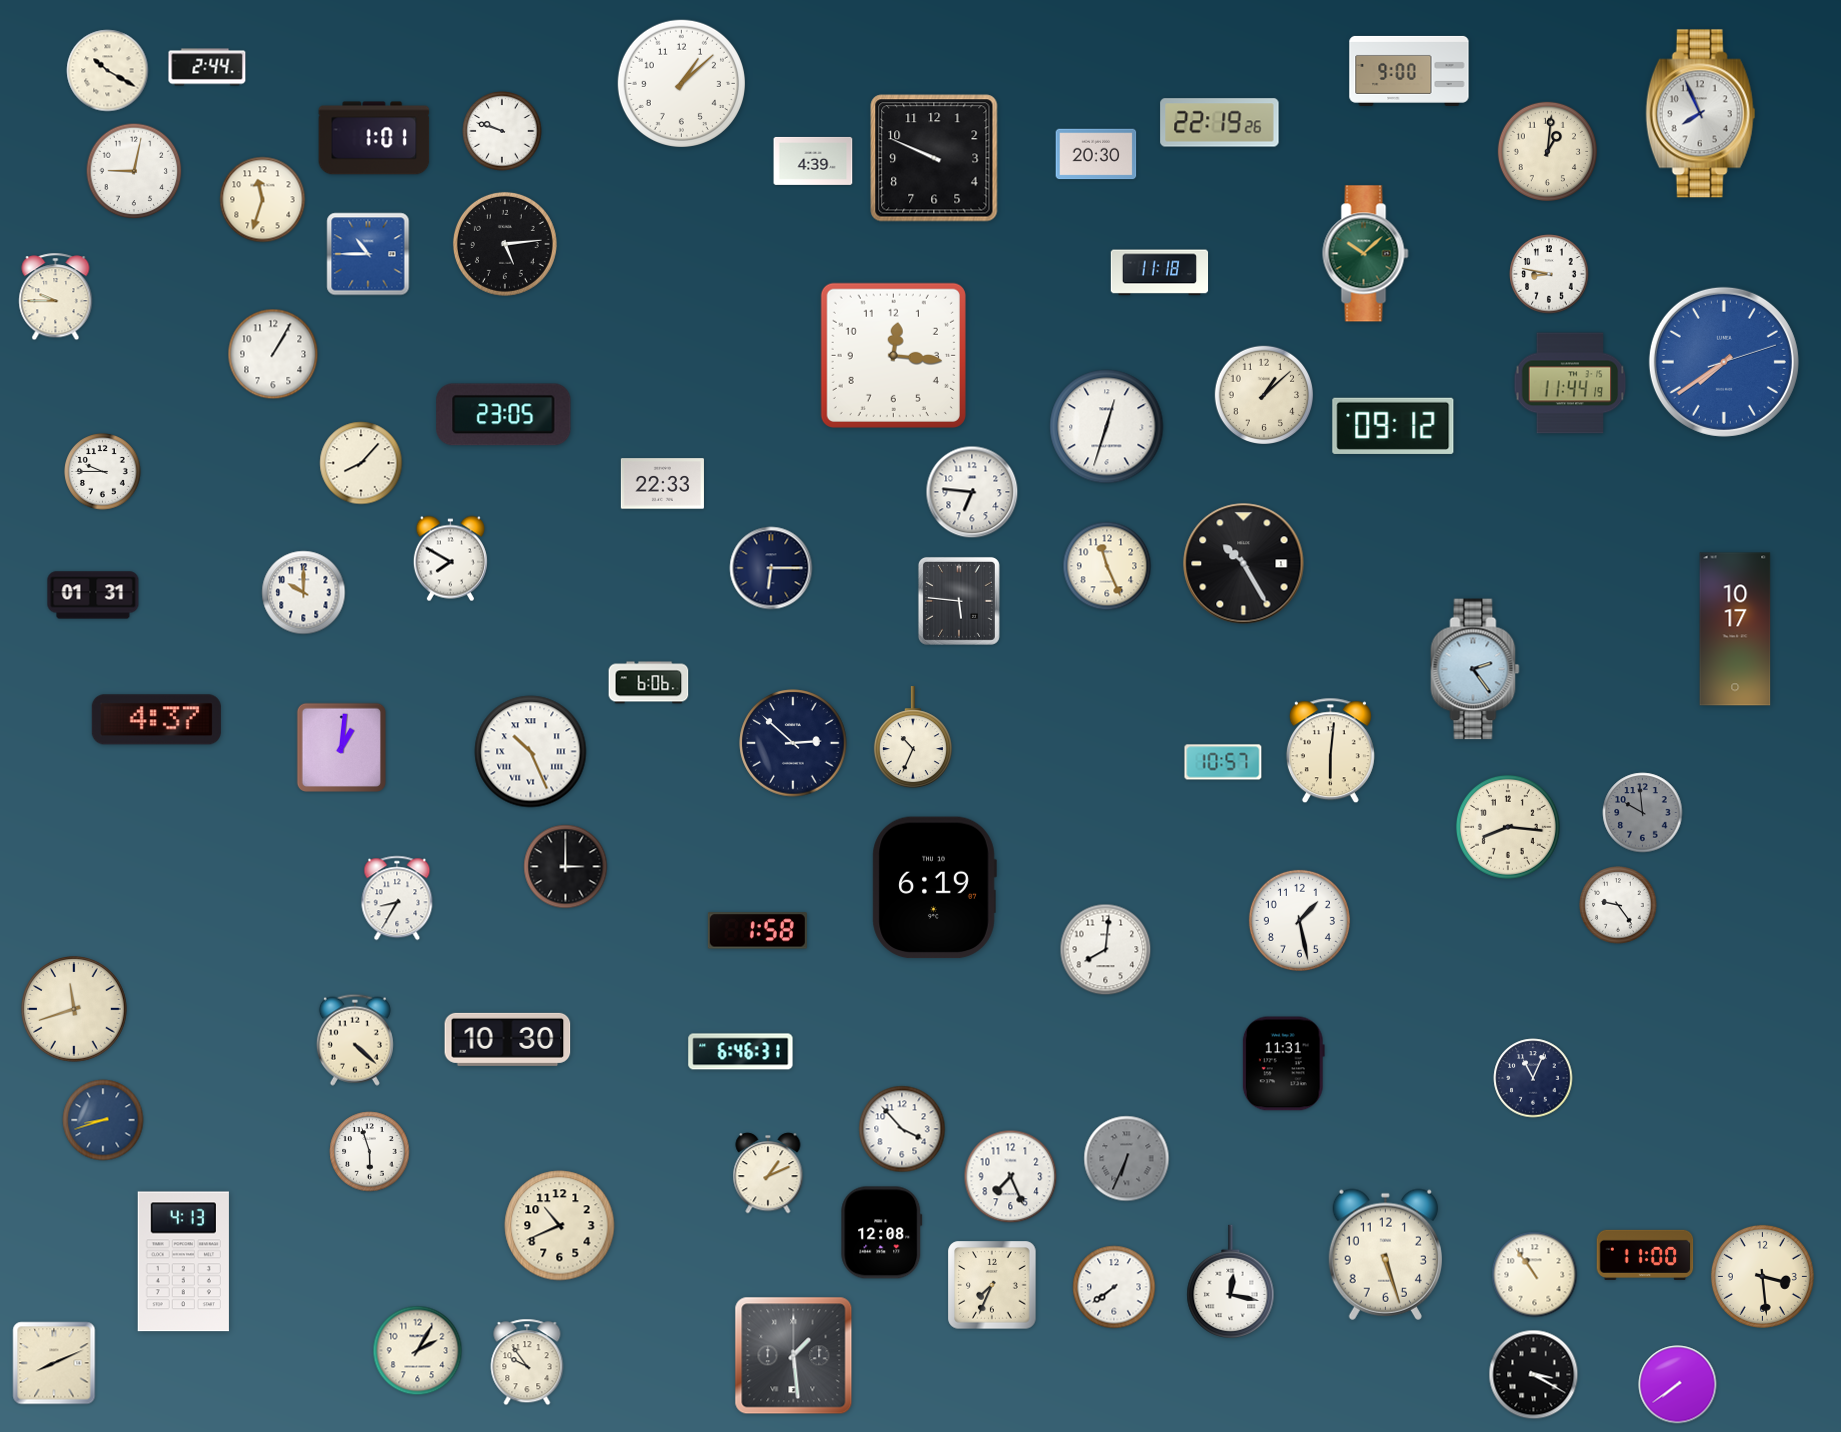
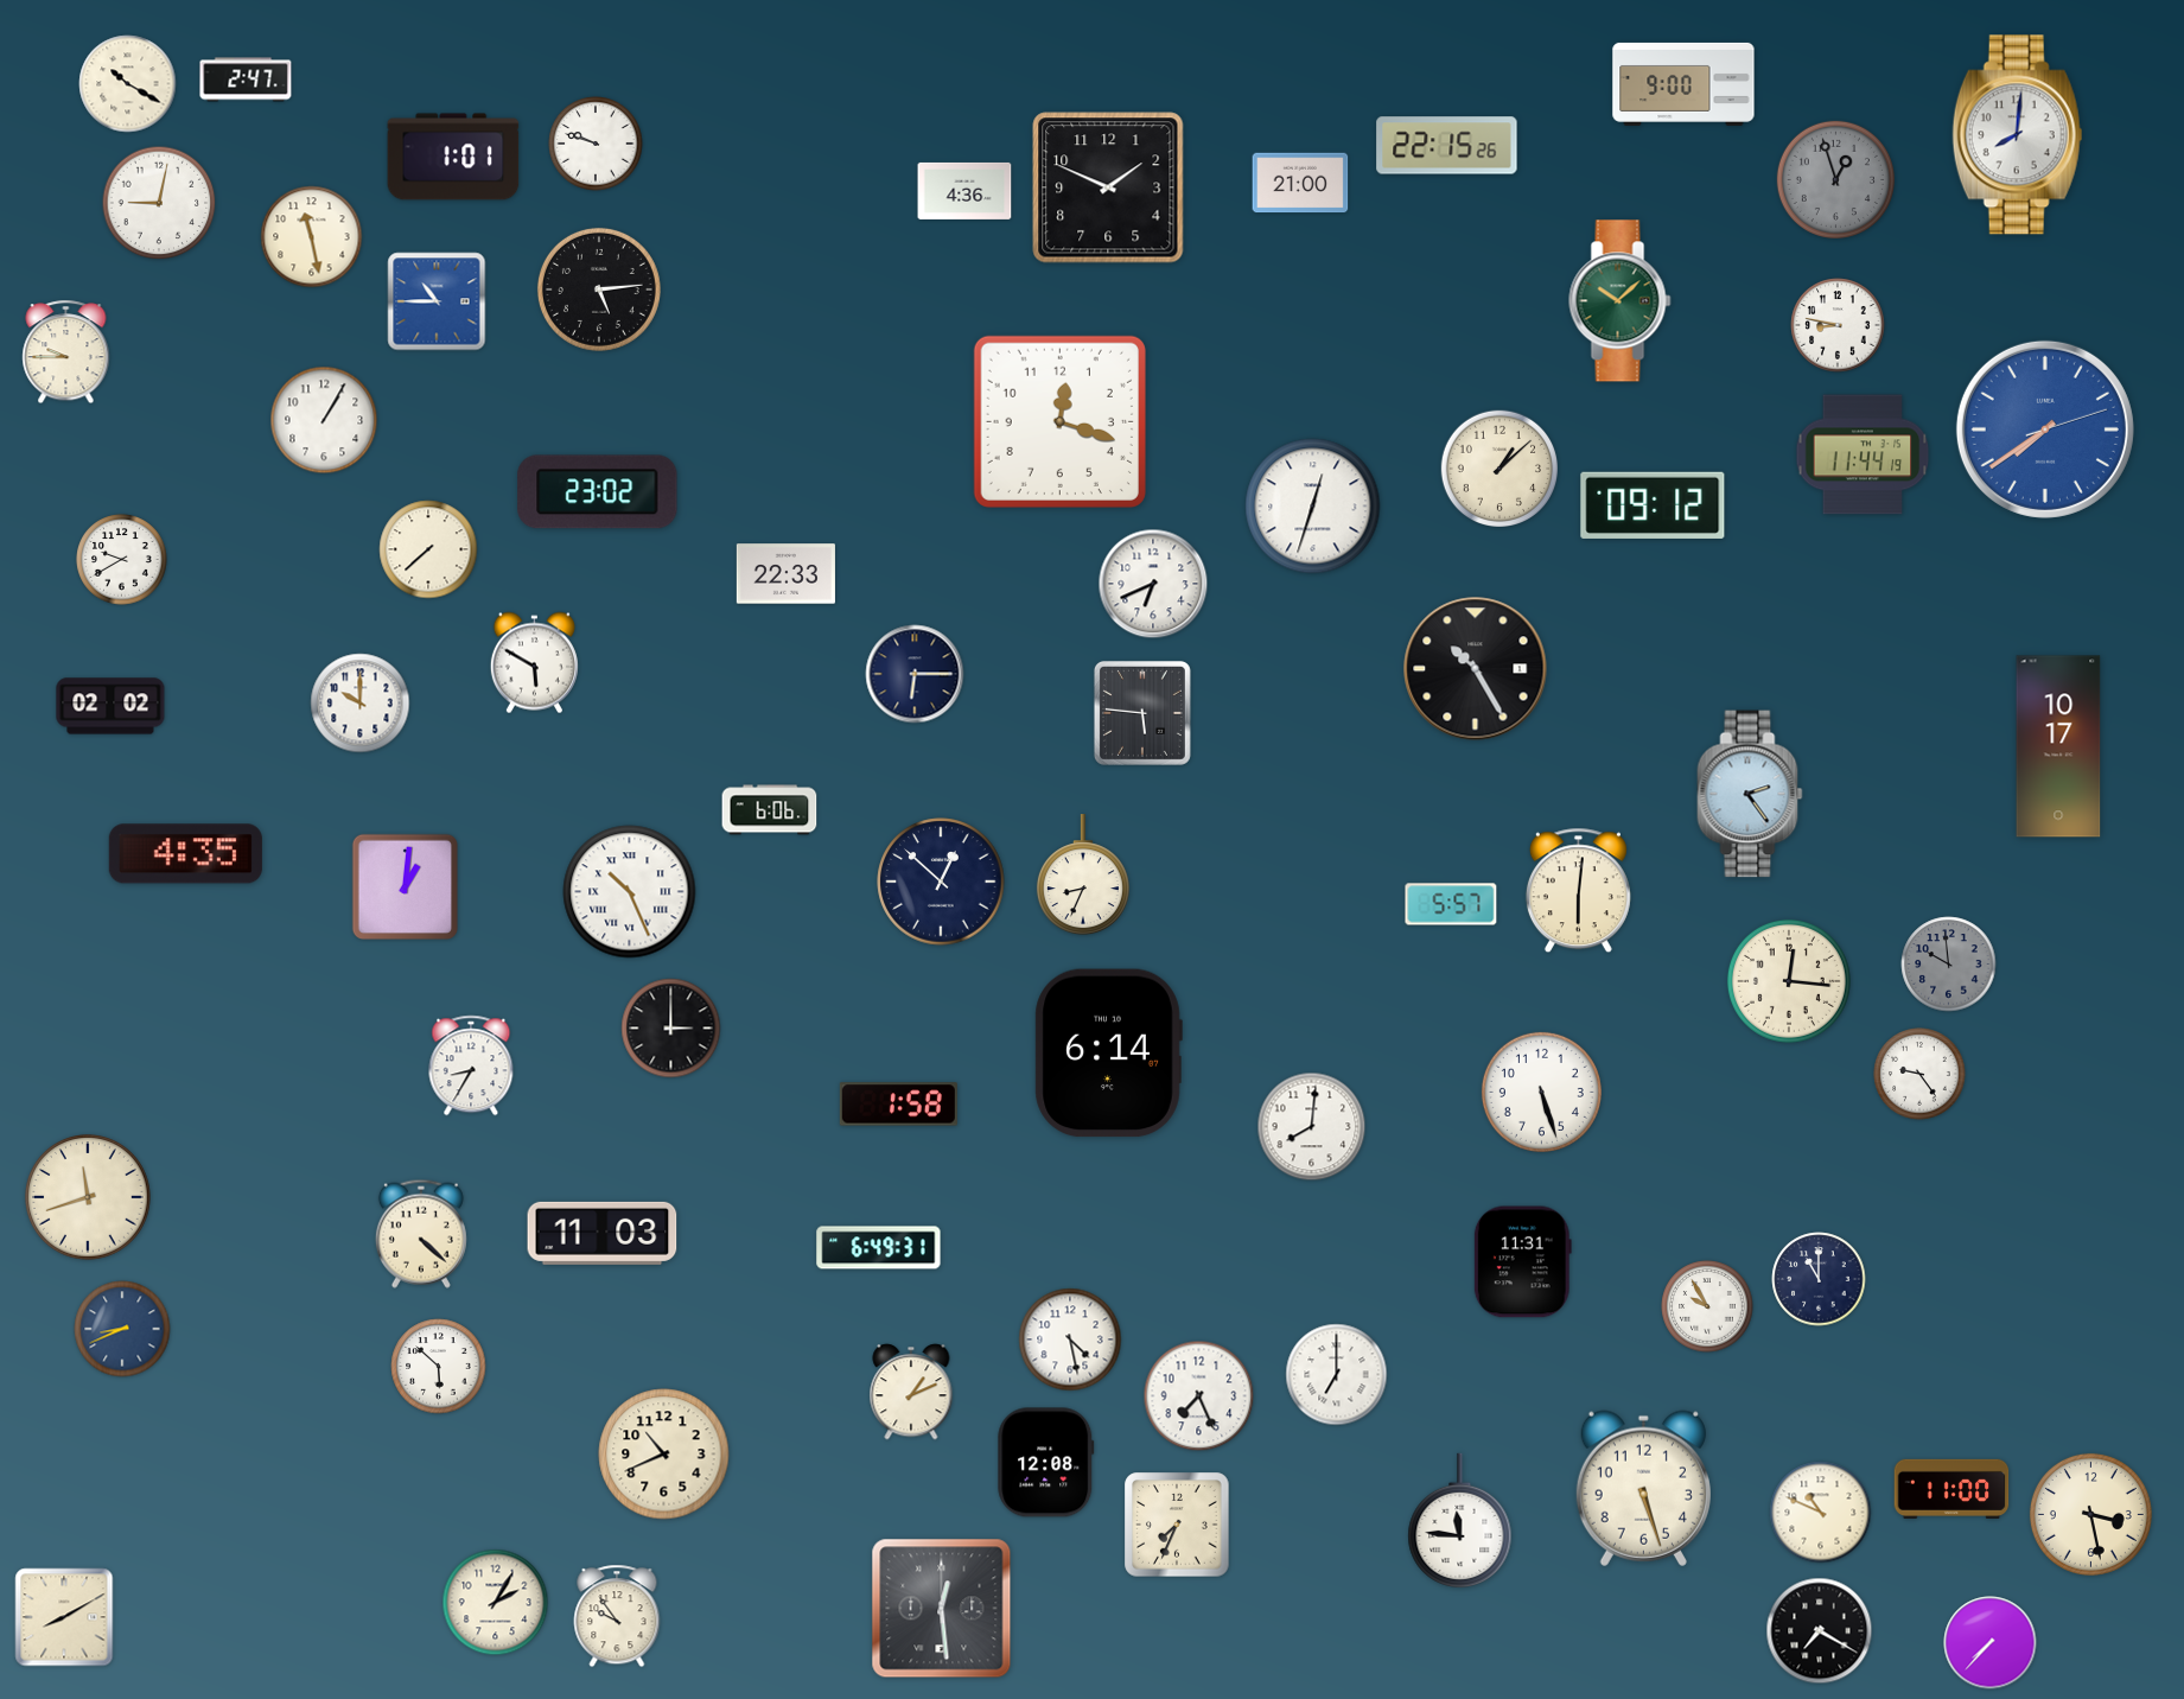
clock at (207, 67): 2:44 -> 2:47
clock at (1409, 71) position: (1409, 71) -> (1683, 84)
clock at (681, 83): 1:08 -> none
clock at (1701, 114): 7:56 -> 8:01
clock at (1220, 123): 22:19 -> 22:15
clock at (502, 131) position: (502, 131) -> (596, 144)
clock at (374, 138) position: (374, 138) -> (453, 157)
clock at (1547, 151): 1:01 -> 12:57
clock at (1547, 151) dial: cream -> grey
clock at (1096, 154): 20:30 -> 21:00
clock at (934, 158): 9:49 -> 1:49
clock at (813, 161): 4:39 -> 4:36
clock at (263, 200): 11:33 -> 11:28
clock at (1160, 273): 11:18 -> none
clock at (893, 355): 12:16 -> 12:18
clock at (504, 415): 23:05 -> 23:02
clock at (361, 463): 8:07 -> 7:38
clock at (103, 472): 9:45 -> 9:40
clock at (972, 492): 6:46 -> 6:41
clock at (450, 559): 7:50 -> 5:50
clock at (1107, 566): 11:26 -> none
clock at (93, 595): 01:31 -> 02:02
clock at (959, 601) position: (959, 601) -> (1142, 713)
clock at (156, 720): 4:37 -> 4:35
clock at (913, 738): 10:34 -> 8:34
clock at (793, 743): 2:52 -> 12:52
clock at (1223, 762): 10:57 -> 5:57
clock at (1508, 827): 8:16 -> 12:16
clock at (934, 888): 6:19 -> 6:14
clock at (1299, 920): 1:28 -> 5:27
clock at (508, 1039): 10:30 -> 11:03
clock at (741, 1052): 6:46 -> 6:49
clock at (1533, 1078): 11:04 -> 11:00
clock at (1707, 1306): none -> 9:55
clock at (103, 1120): 8:42 -> 8:41
clock at (902, 1129): 3:53 -> 4:28
clock at (370, 1152): 5:57 -> 5:52
clock at (1127, 1159): 6:34 -> 7:00
clock at (1127, 1159) dial: grey -> white
clock at (183, 1262): 4:13 -> none
clock at (1535, 1275): 10:54 -> 10:49
clock at (1762, 1276): 3:29 -> 3:28
clock at (1231, 1281): 12:17 -> 11:46
clock at (1114, 1287): 7:39 -> none
clock at (794, 1356): 1:29 -> 12:29
clock at (527, 1362) position: (527, 1362) -> (617, 1616)
clock at (54, 1363): 8:11 -> 8:10
clock at (1534, 1375): 3:20 -> 7:20
clock at (1678, 1385): 7:39 -> 7:37
